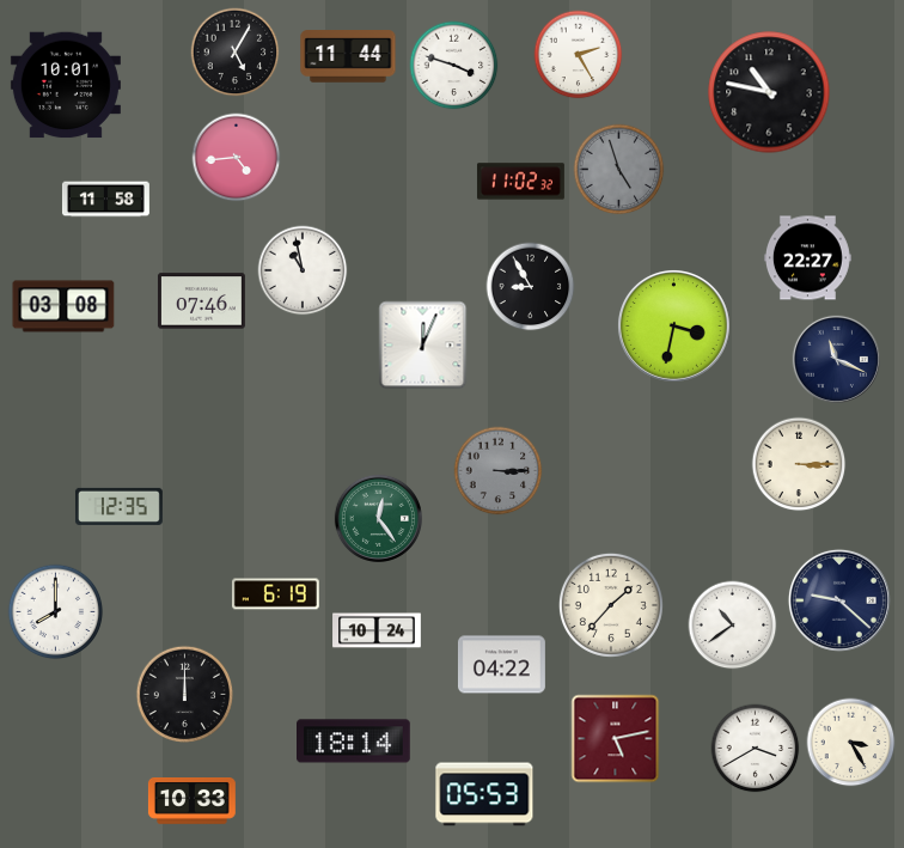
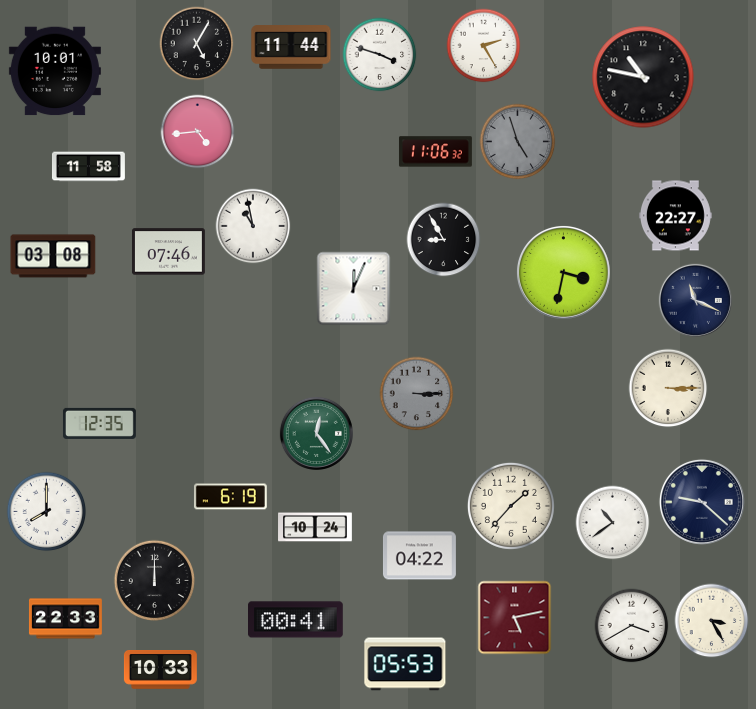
clock at (520, 182): 11:02 -> 11:06
clock at (836, 359) position: (836, 359) -> (695, 300)
clock at (65, 619): none -> 22:33
clock at (354, 742): 18:14 -> 00:41
